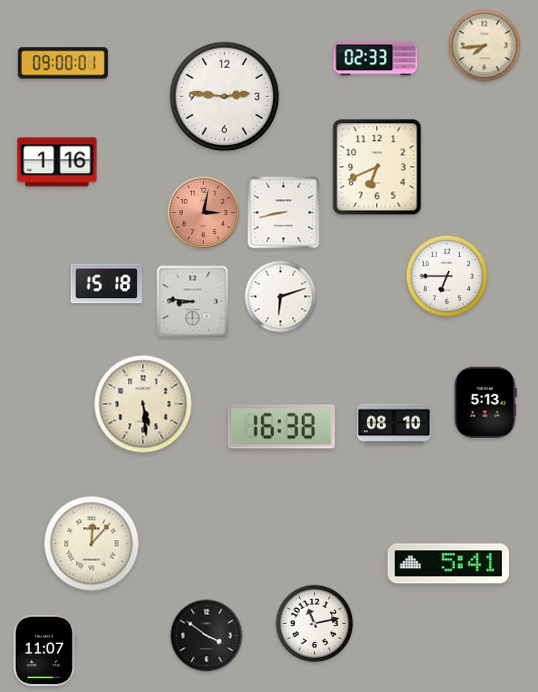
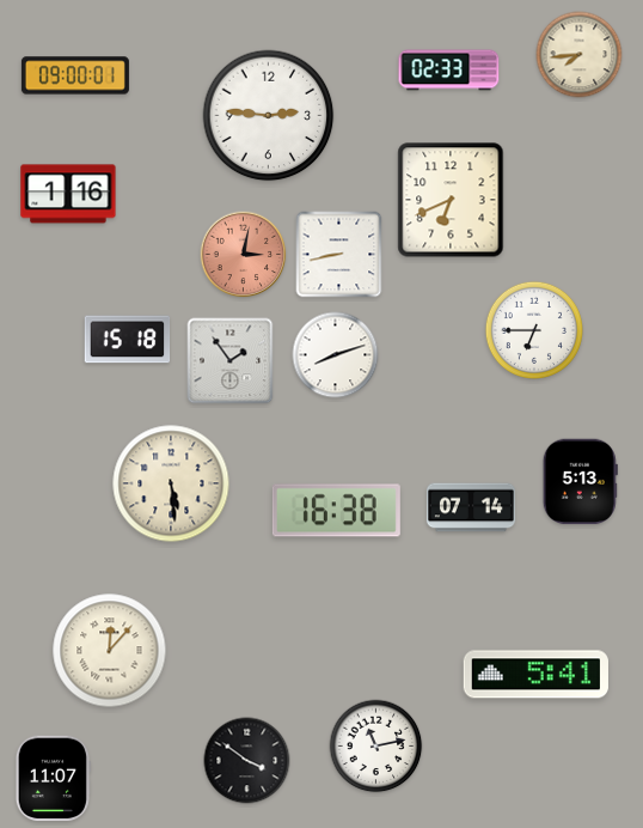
clock at (281, 297): 6:12 -> 8:12
clock at (193, 302): 8:46 -> 1:54
clock at (394, 424): 08:10 -> 07:14
